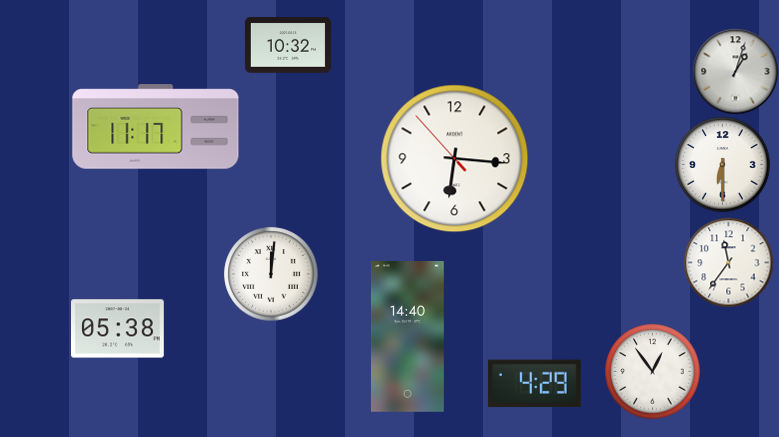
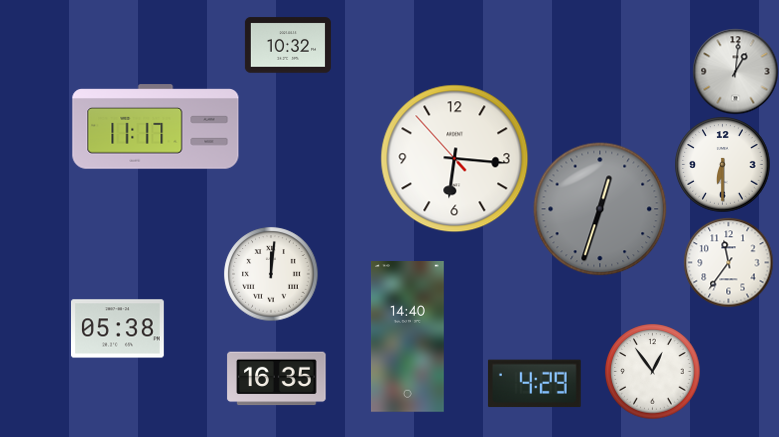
clock at (735, 71): 1:03 -> 1:01
clock at (600, 209): none -> 12:33
clock at (277, 379): none -> 16:35
